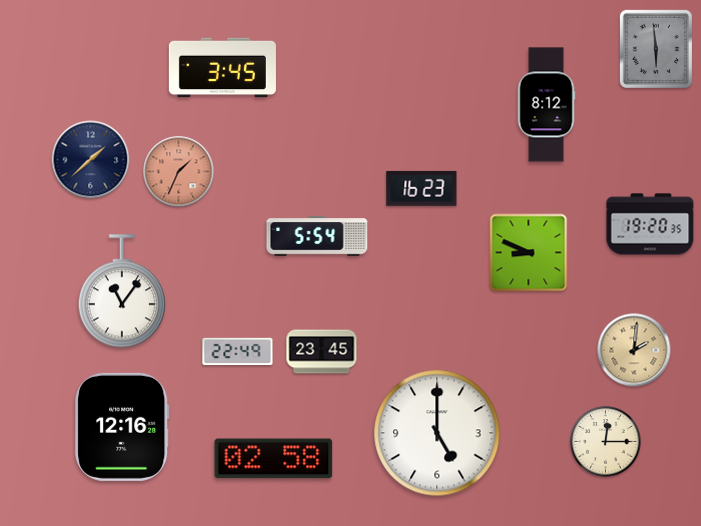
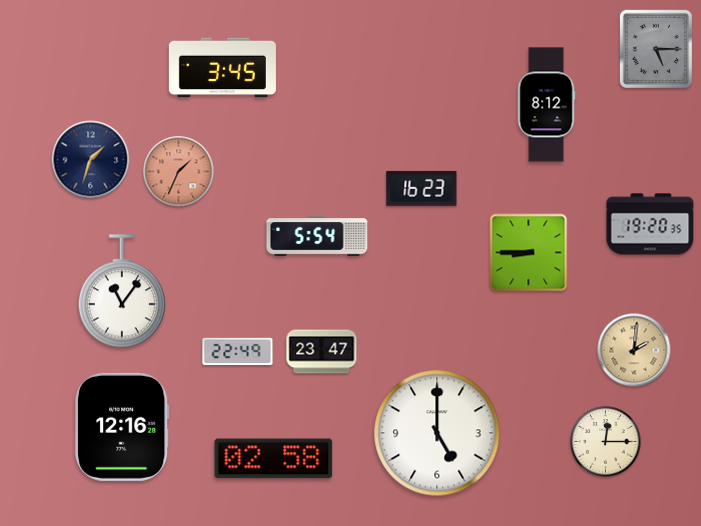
clock at (656, 49): 5:59 -> 5:15
clock at (91, 160): 1:38 -> 1:33
clock at (529, 253): 8:49 -> 8:45
clock at (322, 352): 23:45 -> 23:47
